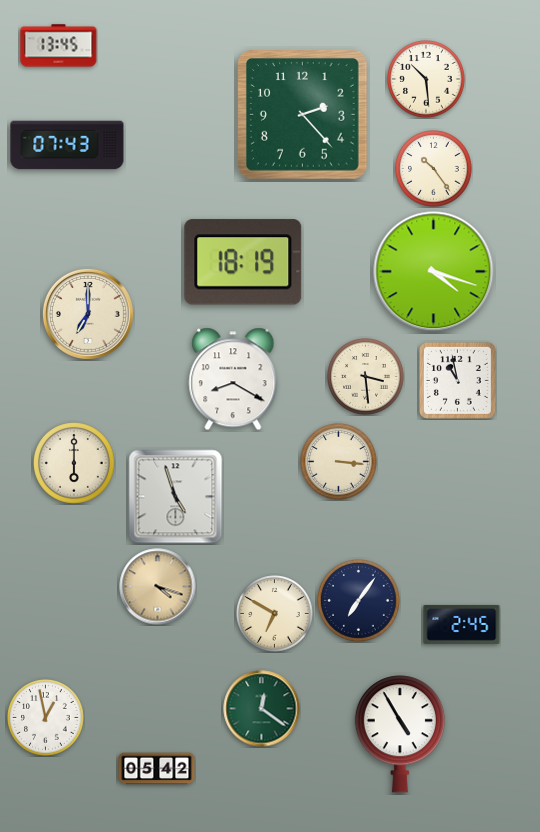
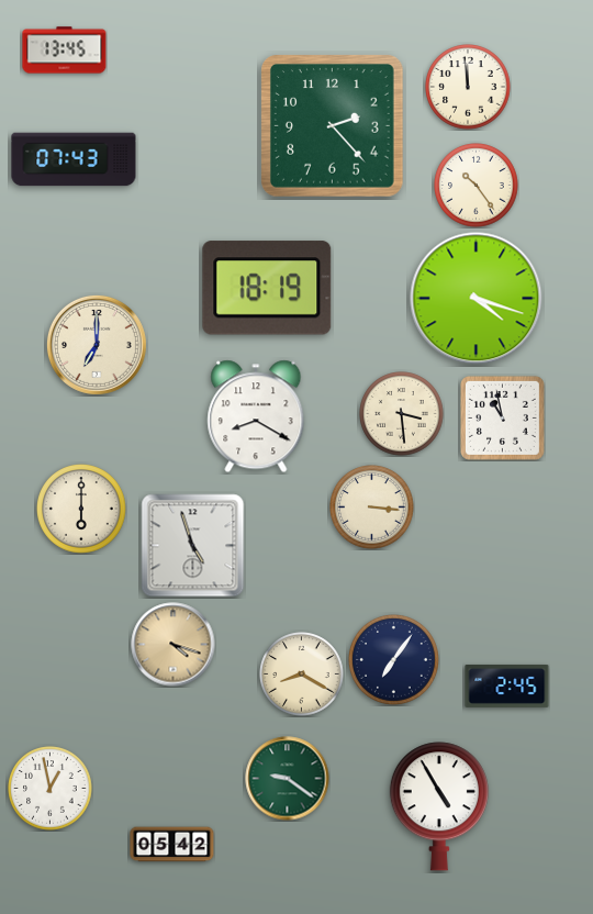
clock at (426, 79): 10:29 -> 11:59
clock at (275, 614): 6:50 -> 8:20
clock at (262, 709): 12:21 -> 9:21
